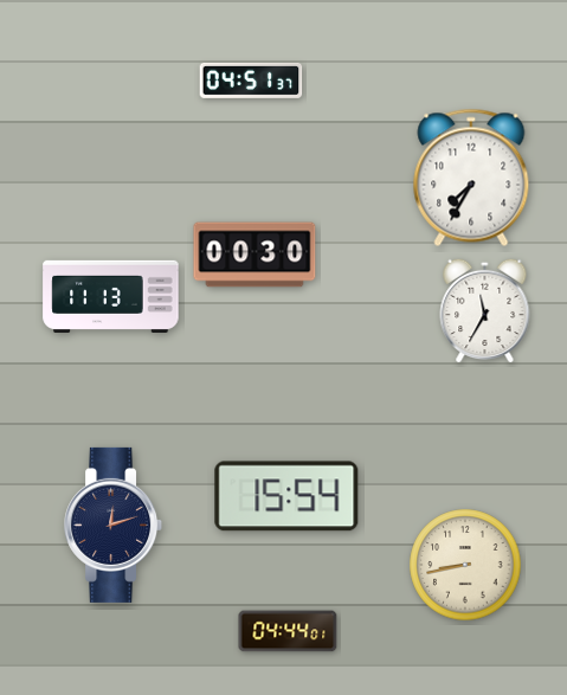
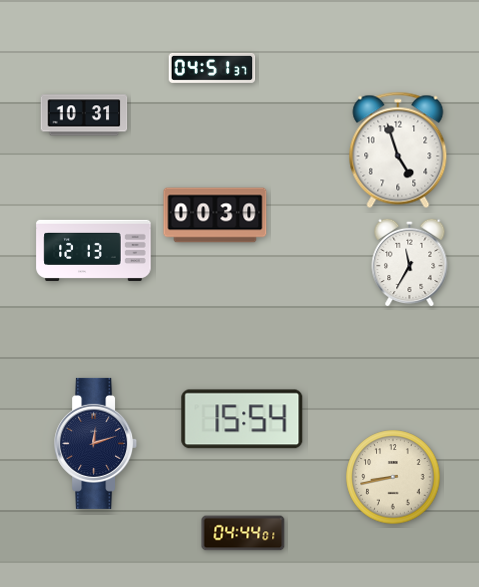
clock at (84, 115): none -> 10:31
clock at (471, 178): 7:35 -> 4:57
clock at (111, 296): 11:13 -> 12:13
